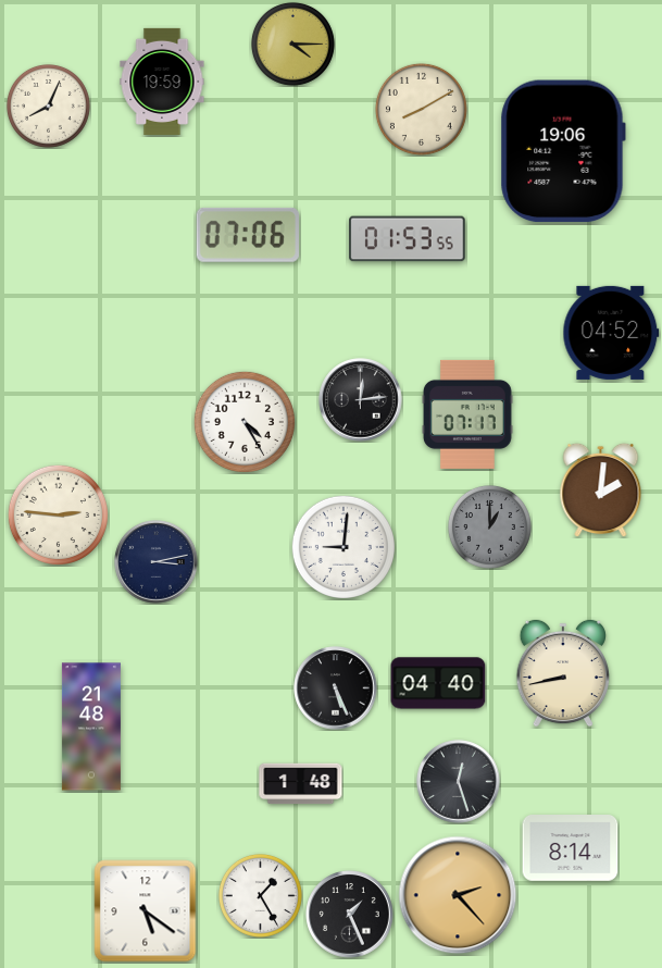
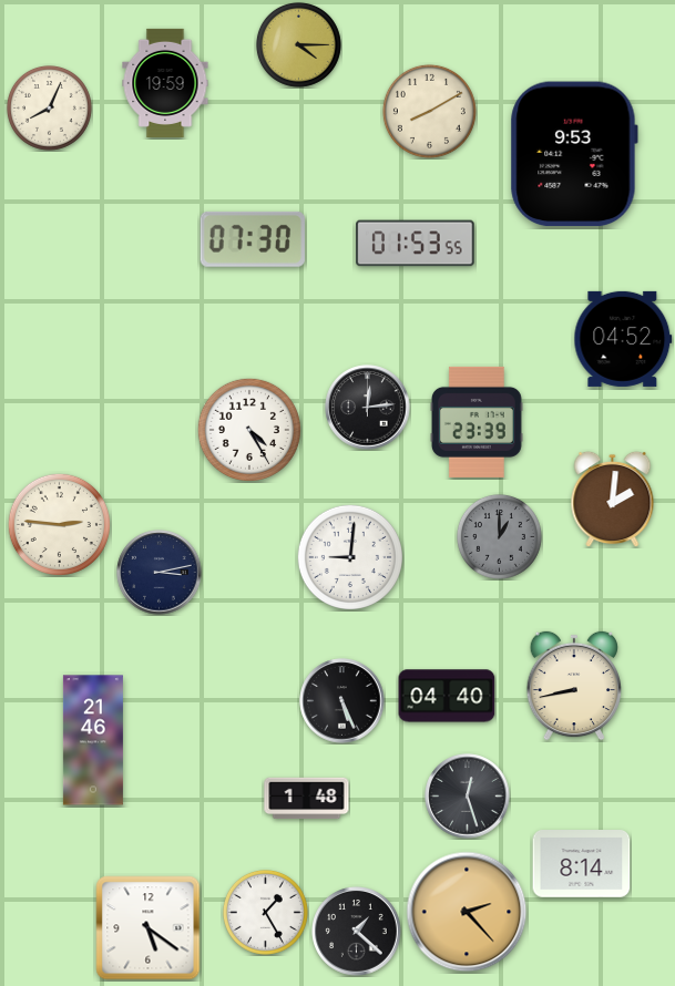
clock at (563, 151): 19:06 -> 9:53
clock at (248, 235): 07:06 -> 07:30
clock at (467, 414): 07:17 -> 23:39
clock at (91, 727): 21:48 -> 21:46
clock at (350, 915): 1:26 -> 1:22
